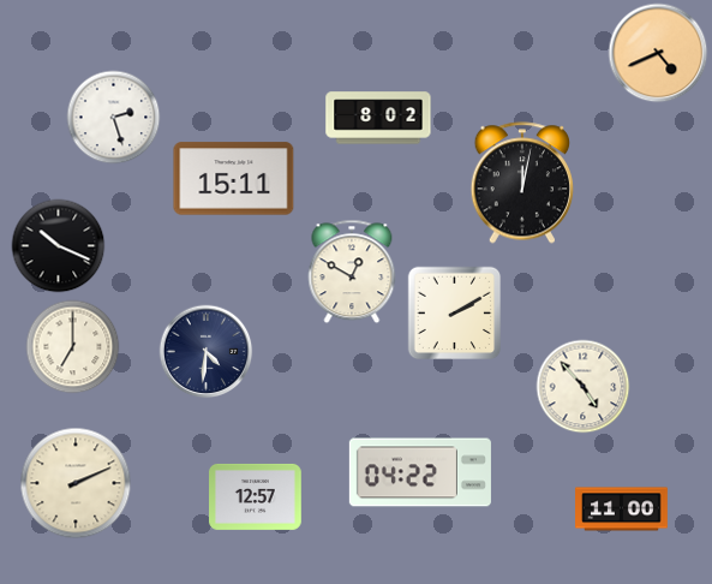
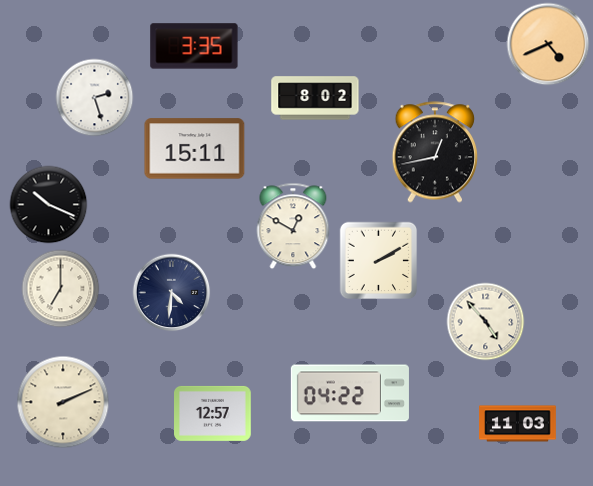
clock at (194, 46): none -> 3:35
clock at (521, 183): 12:02 -> 12:43
clock at (622, 509): 11:00 -> 11:03
